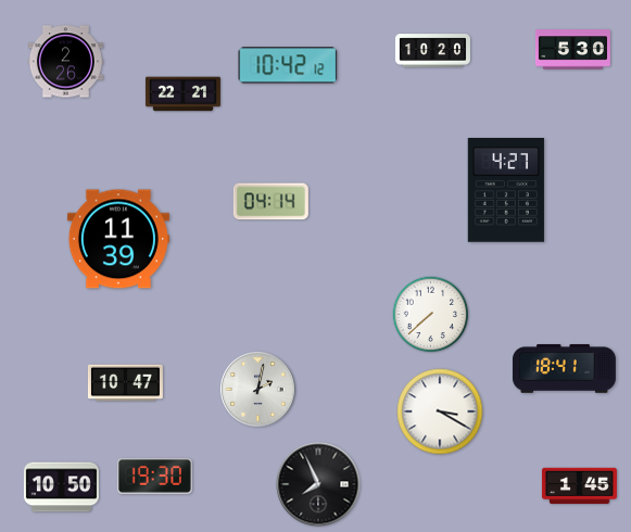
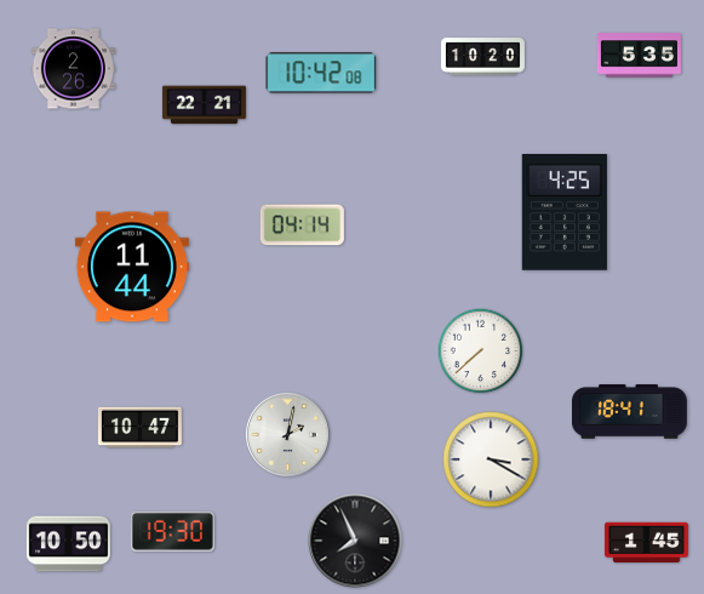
clock at (572, 50): 5:30 -> 5:35
clock at (288, 65): 10:42:12 -> 10:42:08
clock at (506, 191): 4:27 -> 4:25
clock at (118, 239): 11:39 -> 11:44
